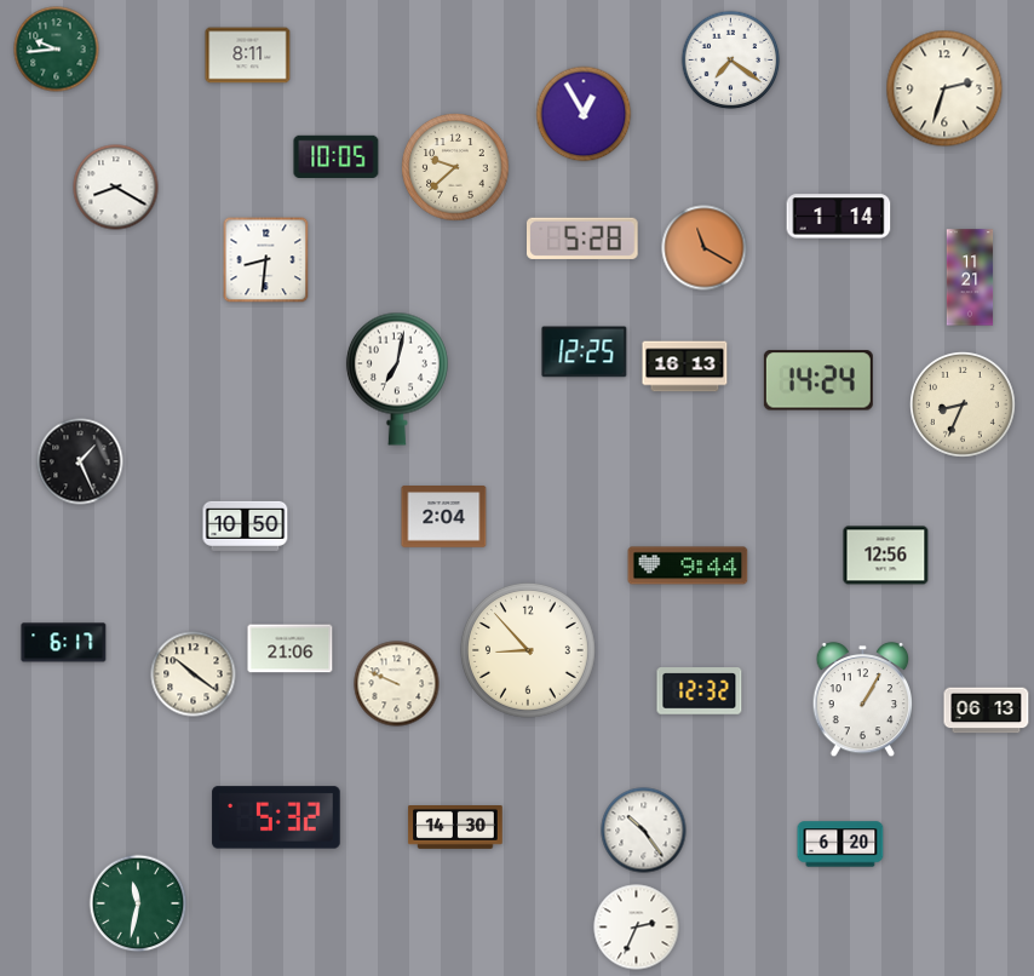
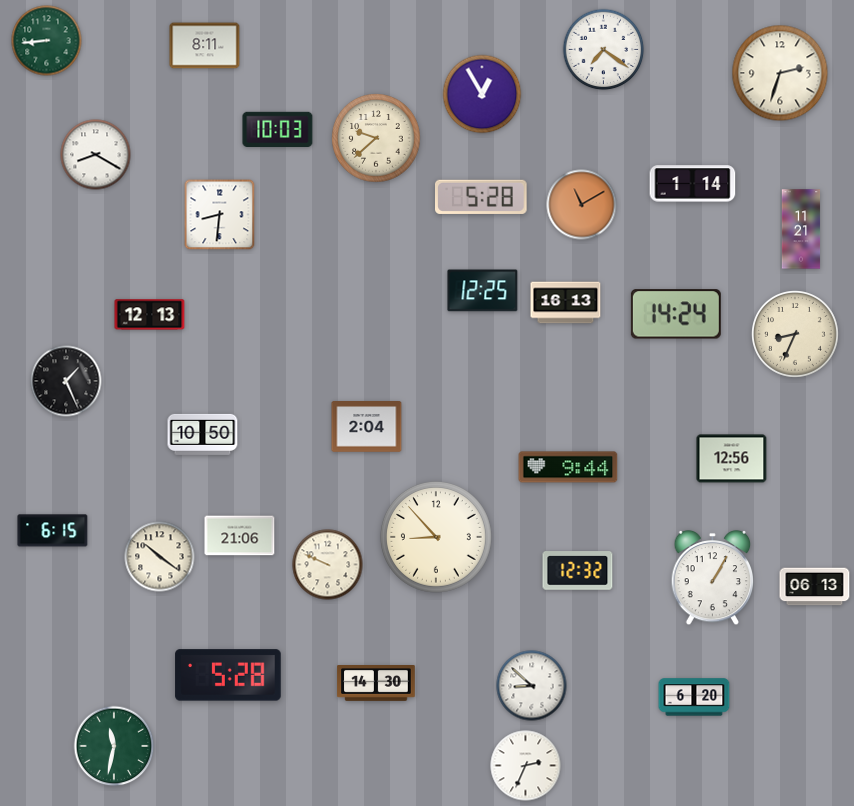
clock at (57, 50): 9:44 -> 8:44
clock at (337, 157): 10:05 -> 10:03
clock at (839, 217) position: (839, 217) -> (693, 184)
clock at (705, 248): 11:20 -> 11:10
clock at (397, 379): 7:02 -> none
clock at (150, 315): none -> 12:13
clock at (64, 643): 6:17 -> 6:15
clock at (276, 817): 5:32 -> 5:28
clock at (644, 831): 10:24 -> 8:52
